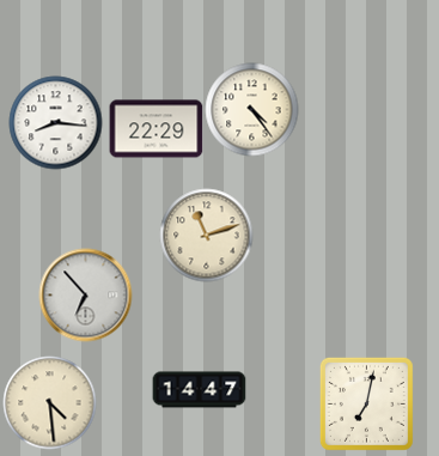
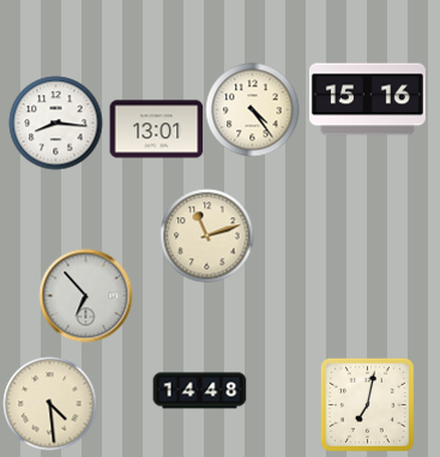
clock at (367, 100): none -> 15:16
clock at (156, 129): 22:29 -> 13:01
clock at (199, 390): 14:47 -> 14:48
